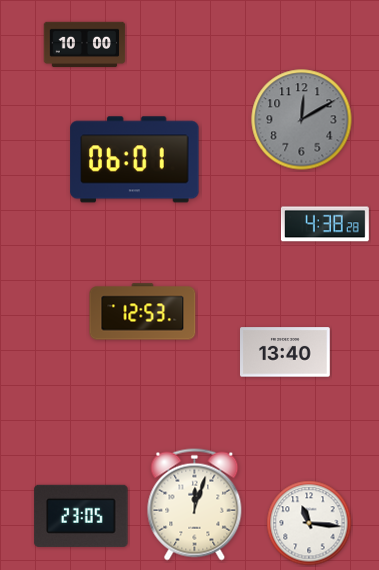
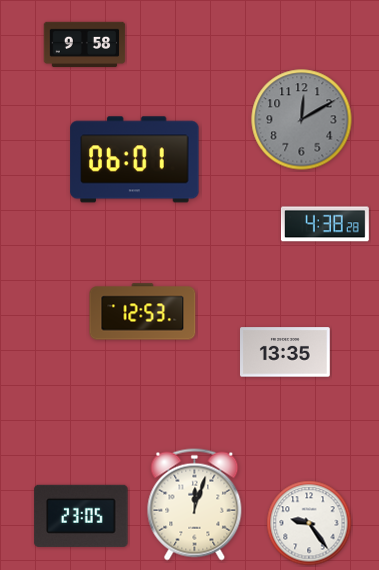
clock at (85, 44): 10:00 -> 9:58
clock at (286, 352): 13:40 -> 13:35
clock at (309, 523): 11:16 -> 9:24
